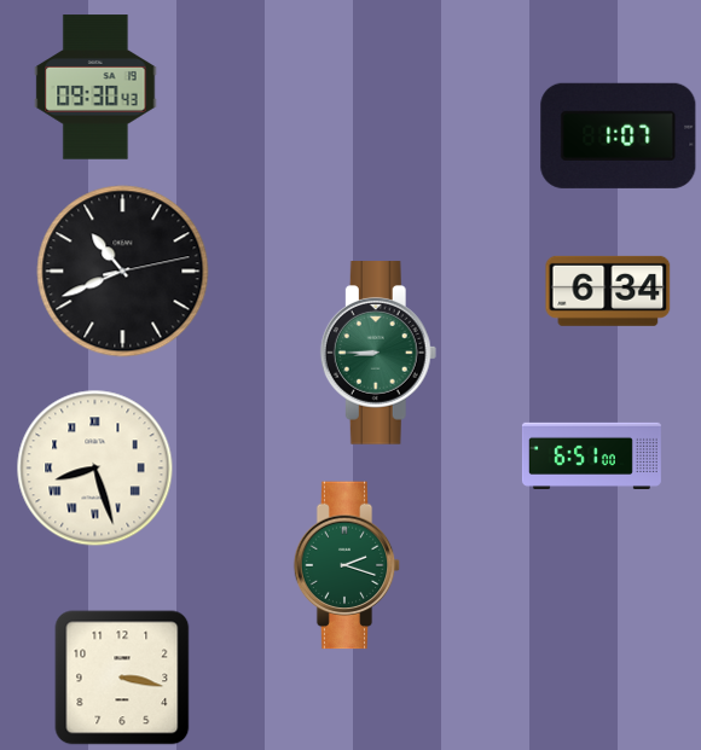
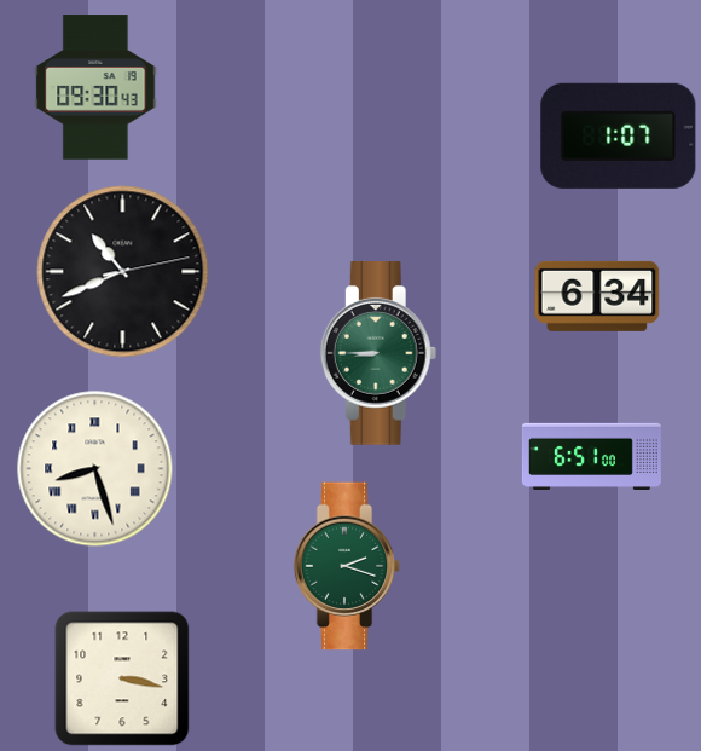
clock at (608, 291) position: (608, 291) -> (597, 296)
